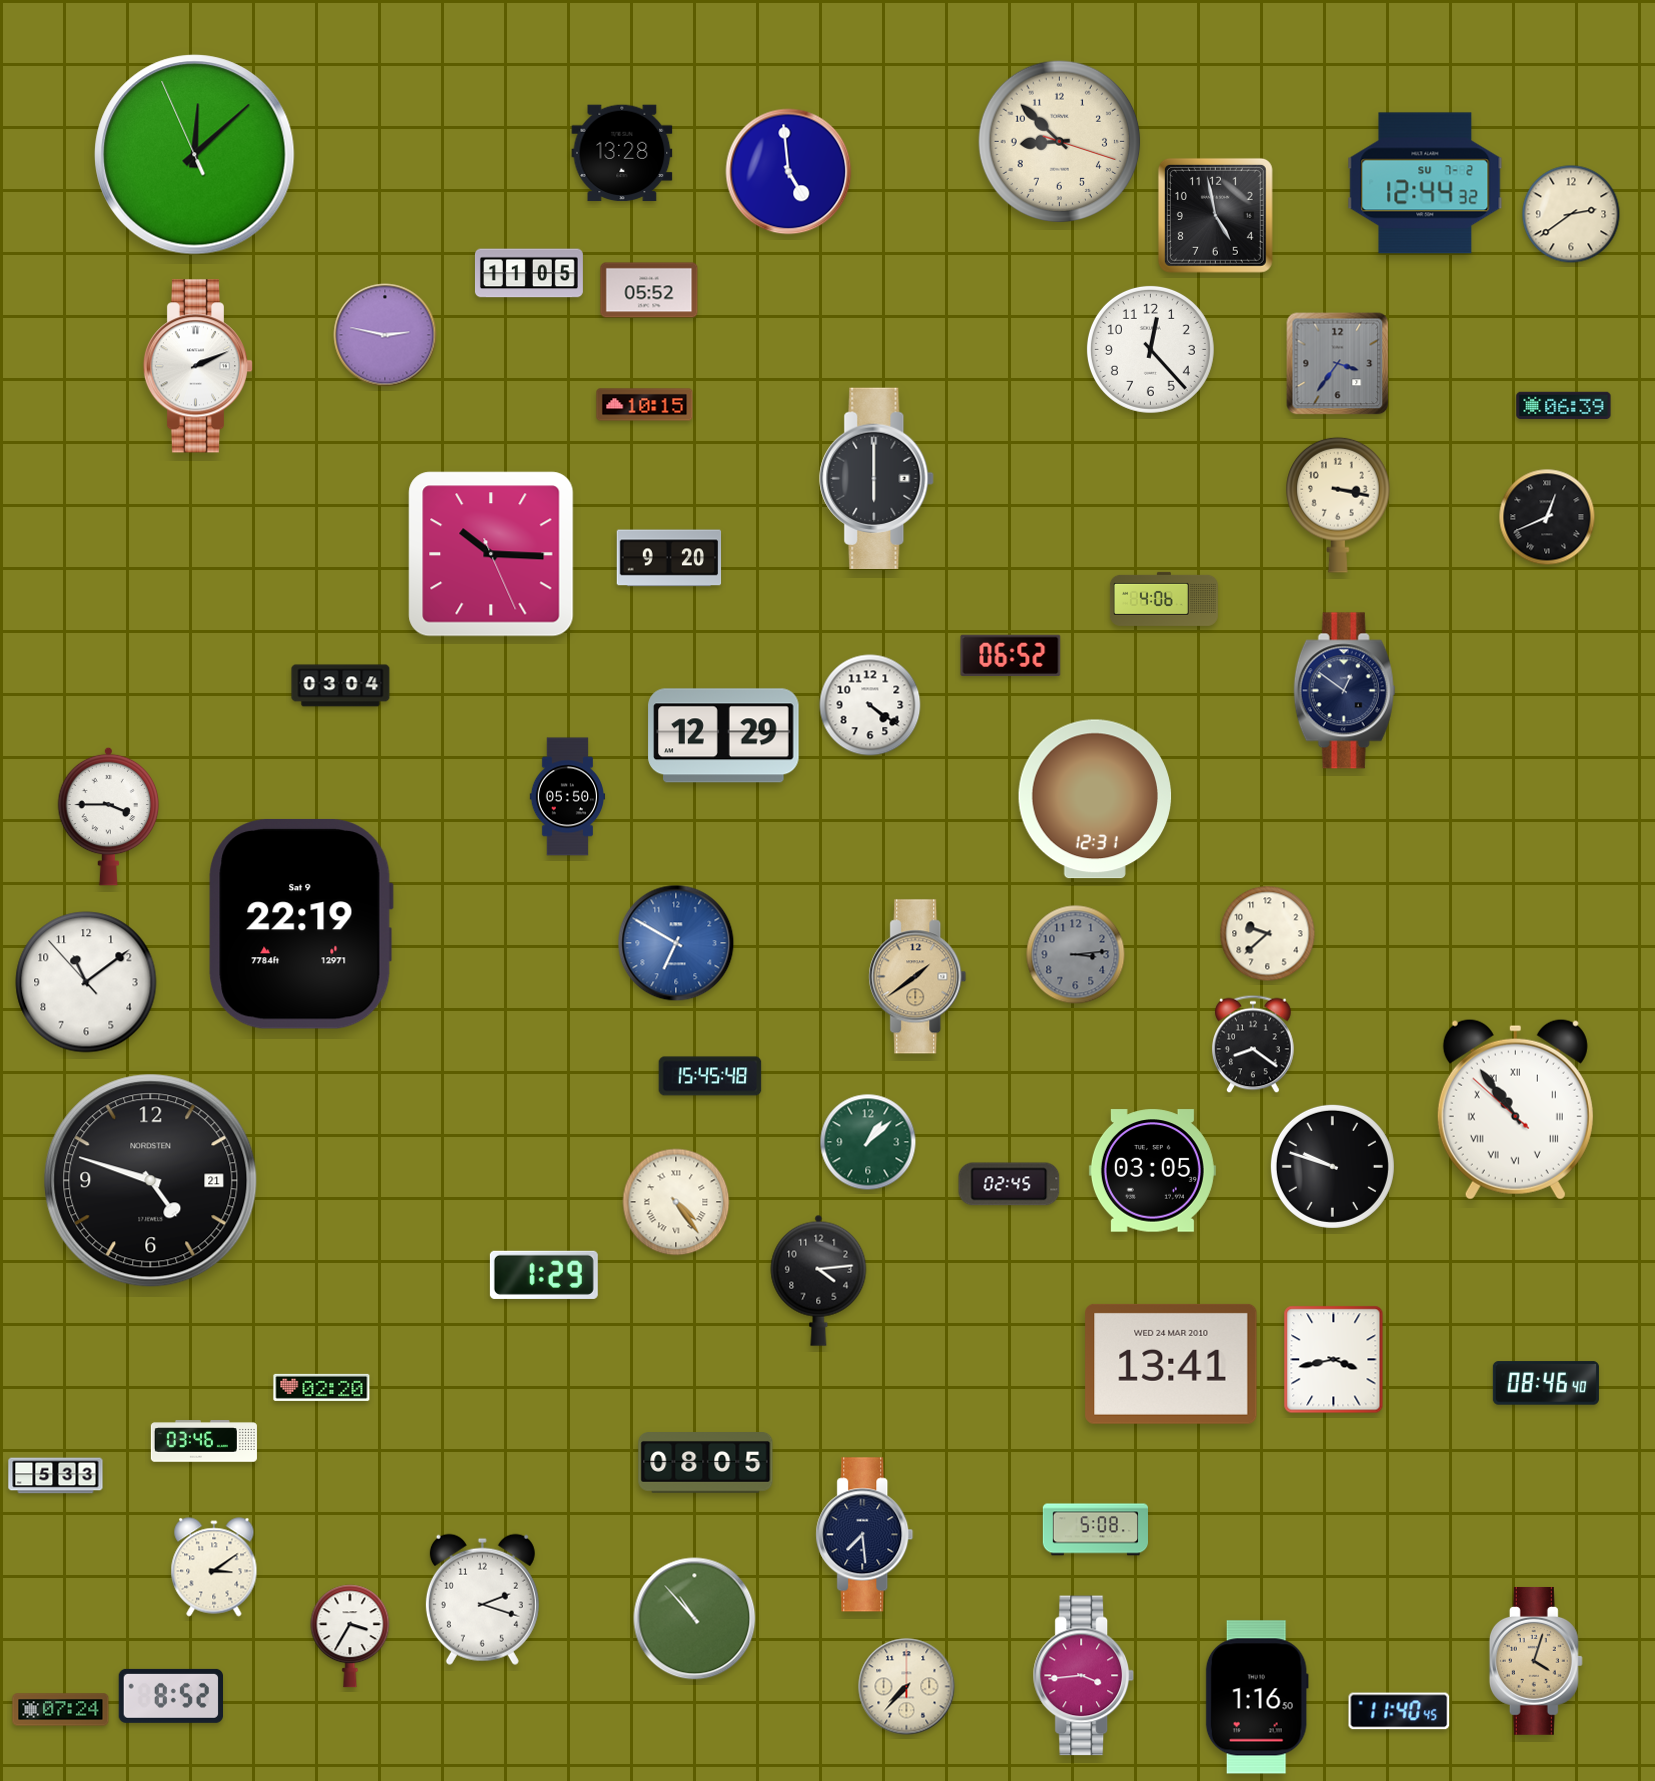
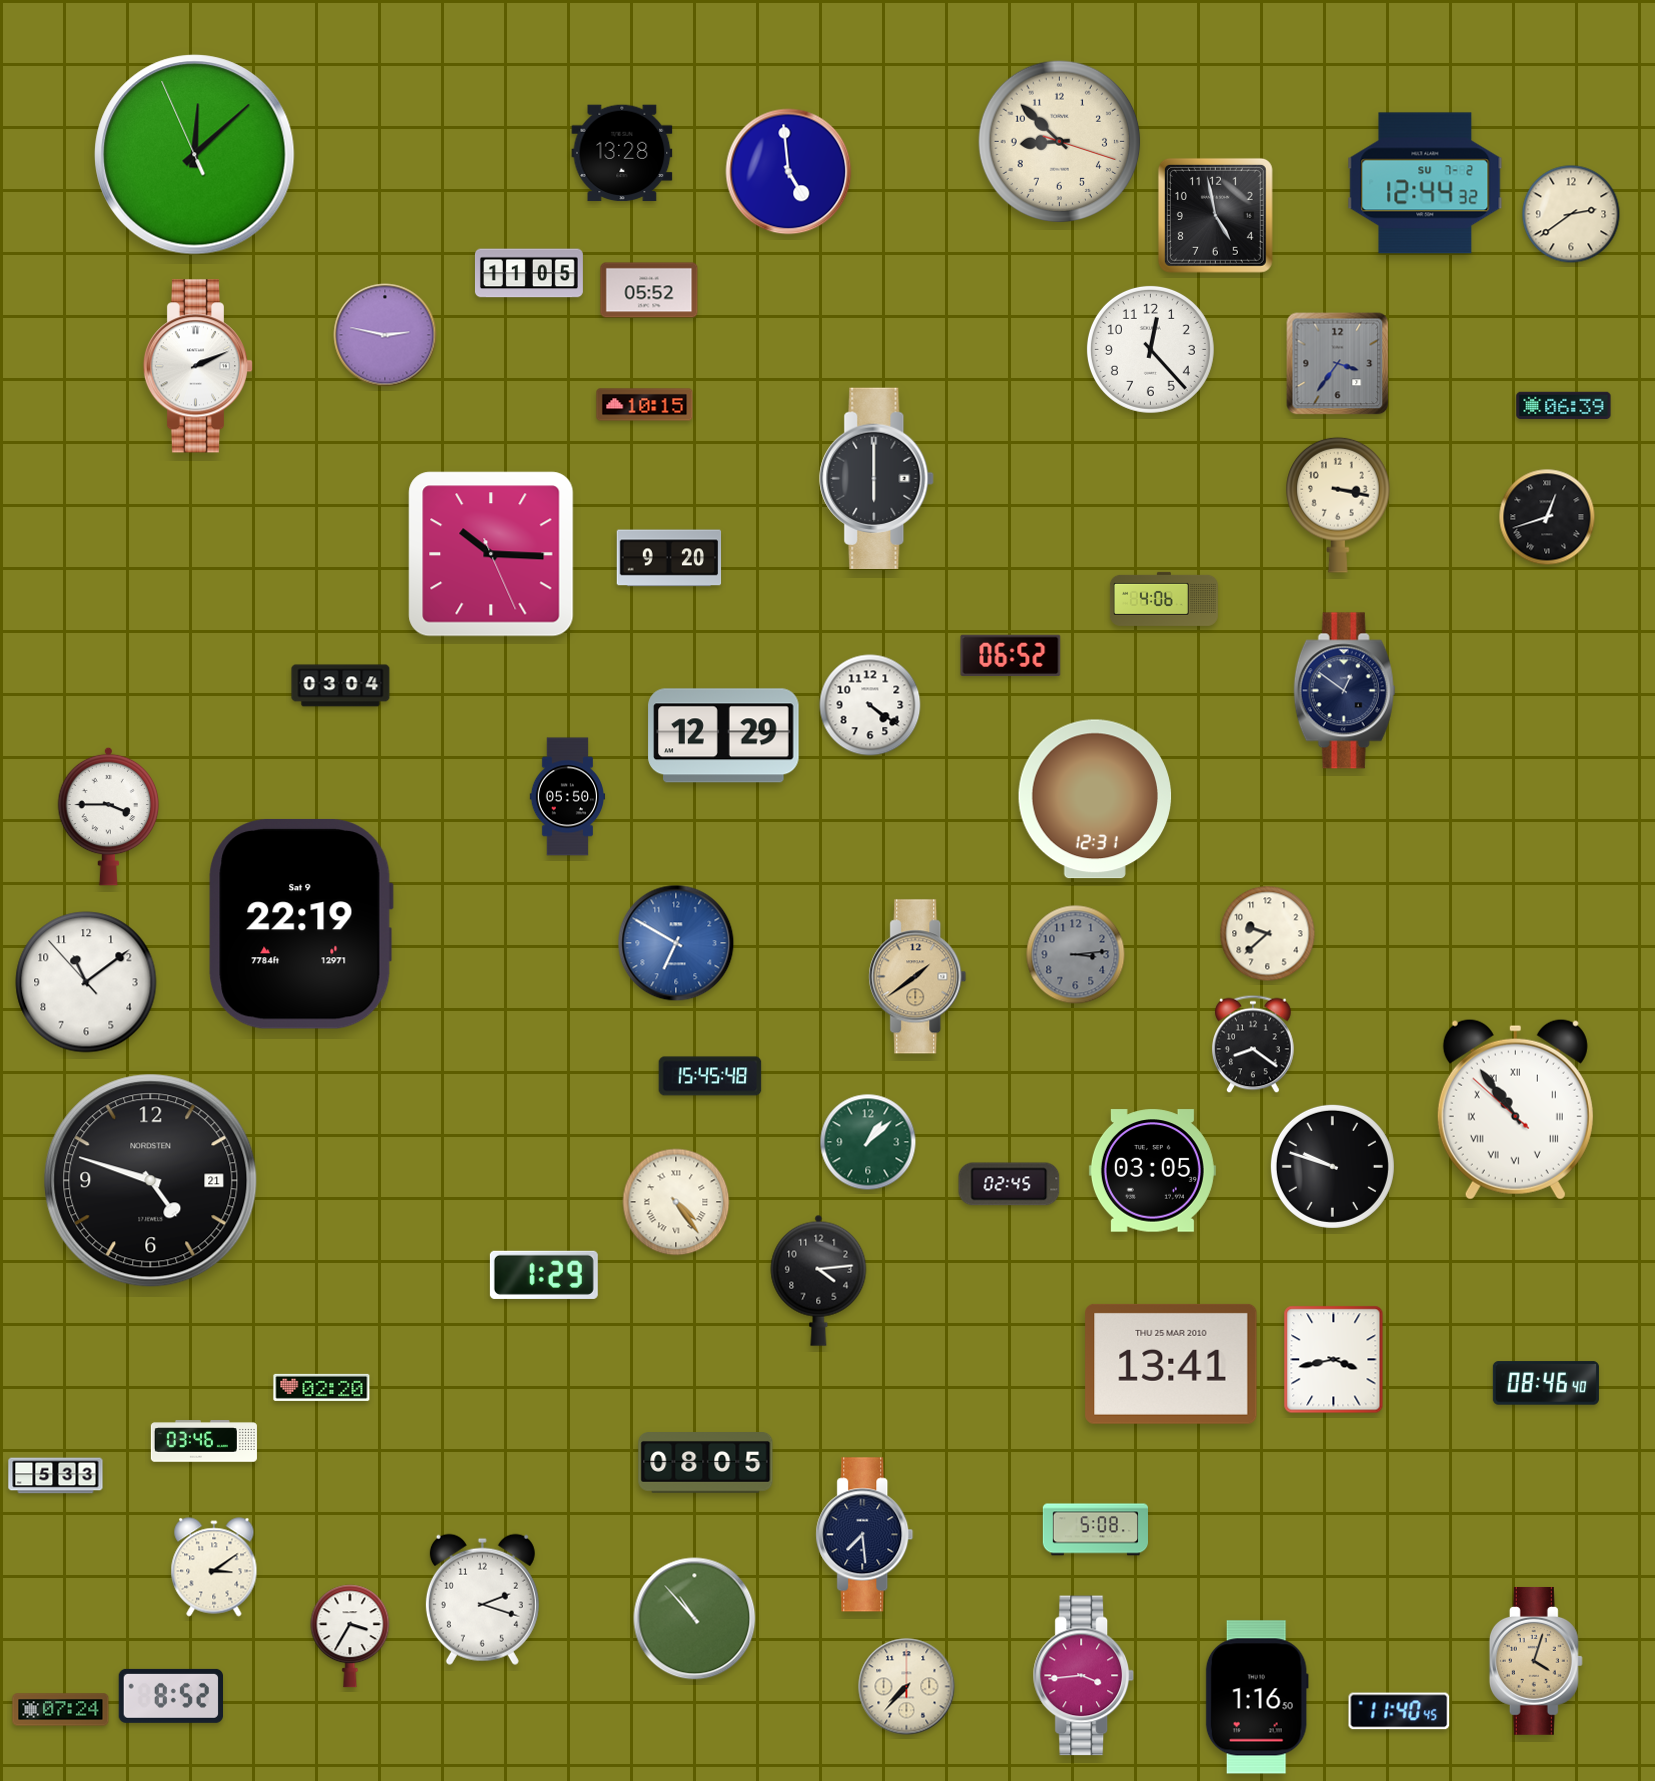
clock at (1547, 517): 12:41 -> 12:42
clock at (1171, 1364) date: WED 24 MAR 2010 -> THU 25 MAR 2010
